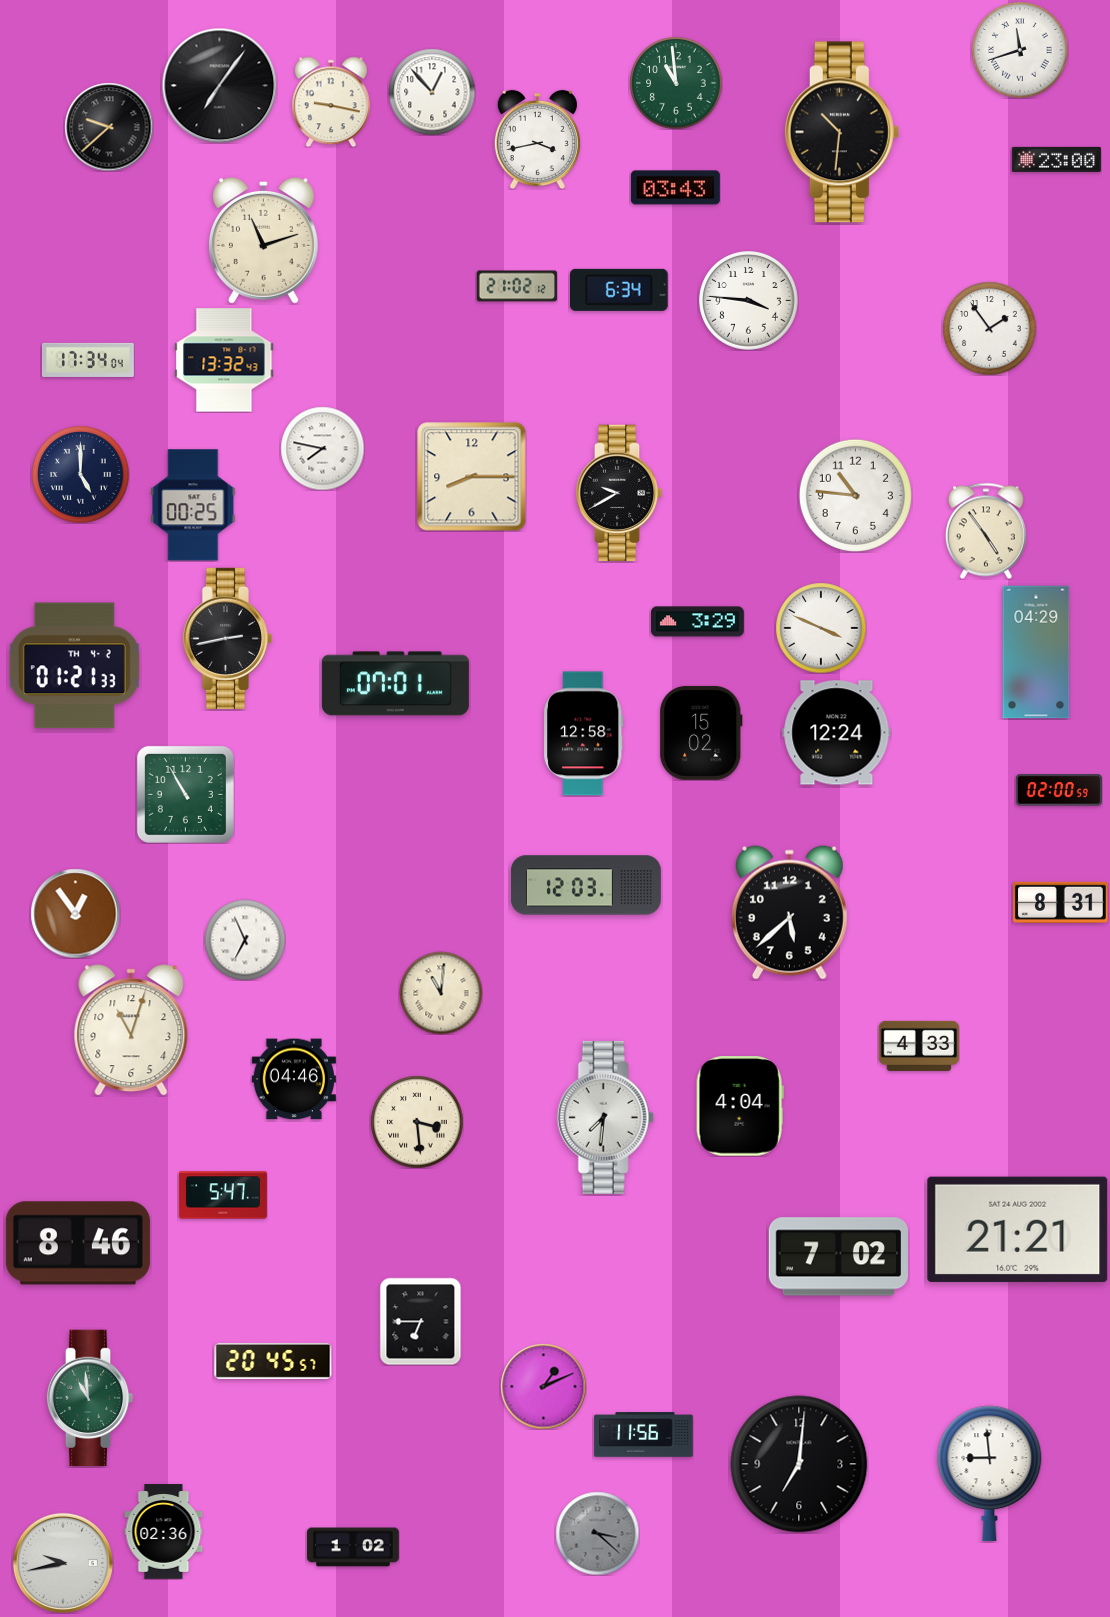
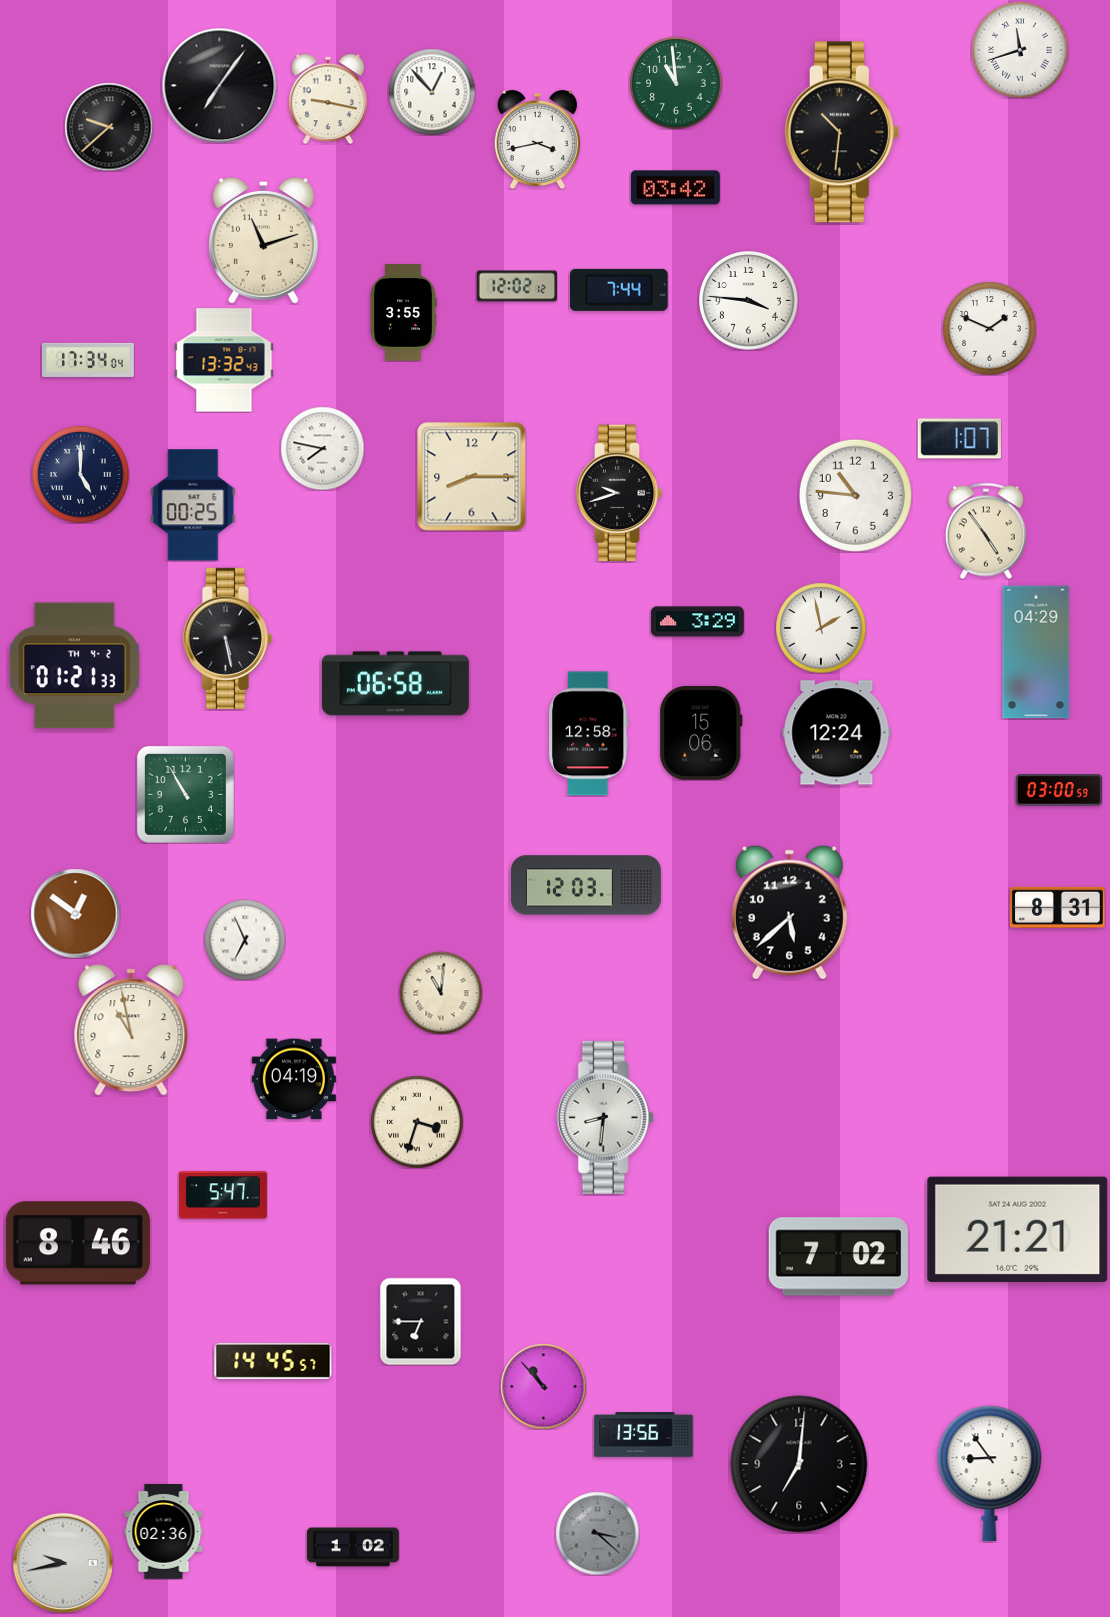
clock at (331, 102) position: (331, 102) -> (328, 99)
clock at (1056, 159): 23:00 -> none
clock at (675, 188): 03:43 -> 03:42
clock at (517, 286): 21:02 -> 12:02
clock at (620, 290): 6:34 -> 7:44
clock at (403, 313): none -> 3:55
clock at (989, 328): 1:54 -> 1:49
clock at (959, 439): none -> 1:07
clock at (619, 493): 9:40 -> 9:42
clock at (821, 628): 3:49 -> 1:58
clock at (227, 638): 2:43 -> 5:28
clock at (395, 684): 07:01 -> 06:58
clock at (701, 733): 15:02 -> 15:06
clock at (583, 734) position: (583, 734) -> (588, 734)
clock at (1059, 790): 02:00 -> 03:00
clock at (1061, 902) position: (1061, 902) -> (1058, 907)
clock at (75, 913): 12:54 -> 12:51
clock at (131, 1030): 11:03 -> 10:58
clock at (919, 1046): 4:33 -> none
clock at (294, 1079): 04:46 -> 04:19
clock at (740, 1106): 4:04 -> none
clock at (605, 1117): 7:31 -> 8:31
clock at (417, 1122): 3:29 -> 3:33
clock at (273, 1361): 20:45 -> 14:45
clock at (543, 1386): 1:11 -> 10:53
clock at (90, 1398): 10:59 -> none
clock at (644, 1435): 11:56 -> 13:56
clock at (990, 1474): 8:59 -> 8:54
